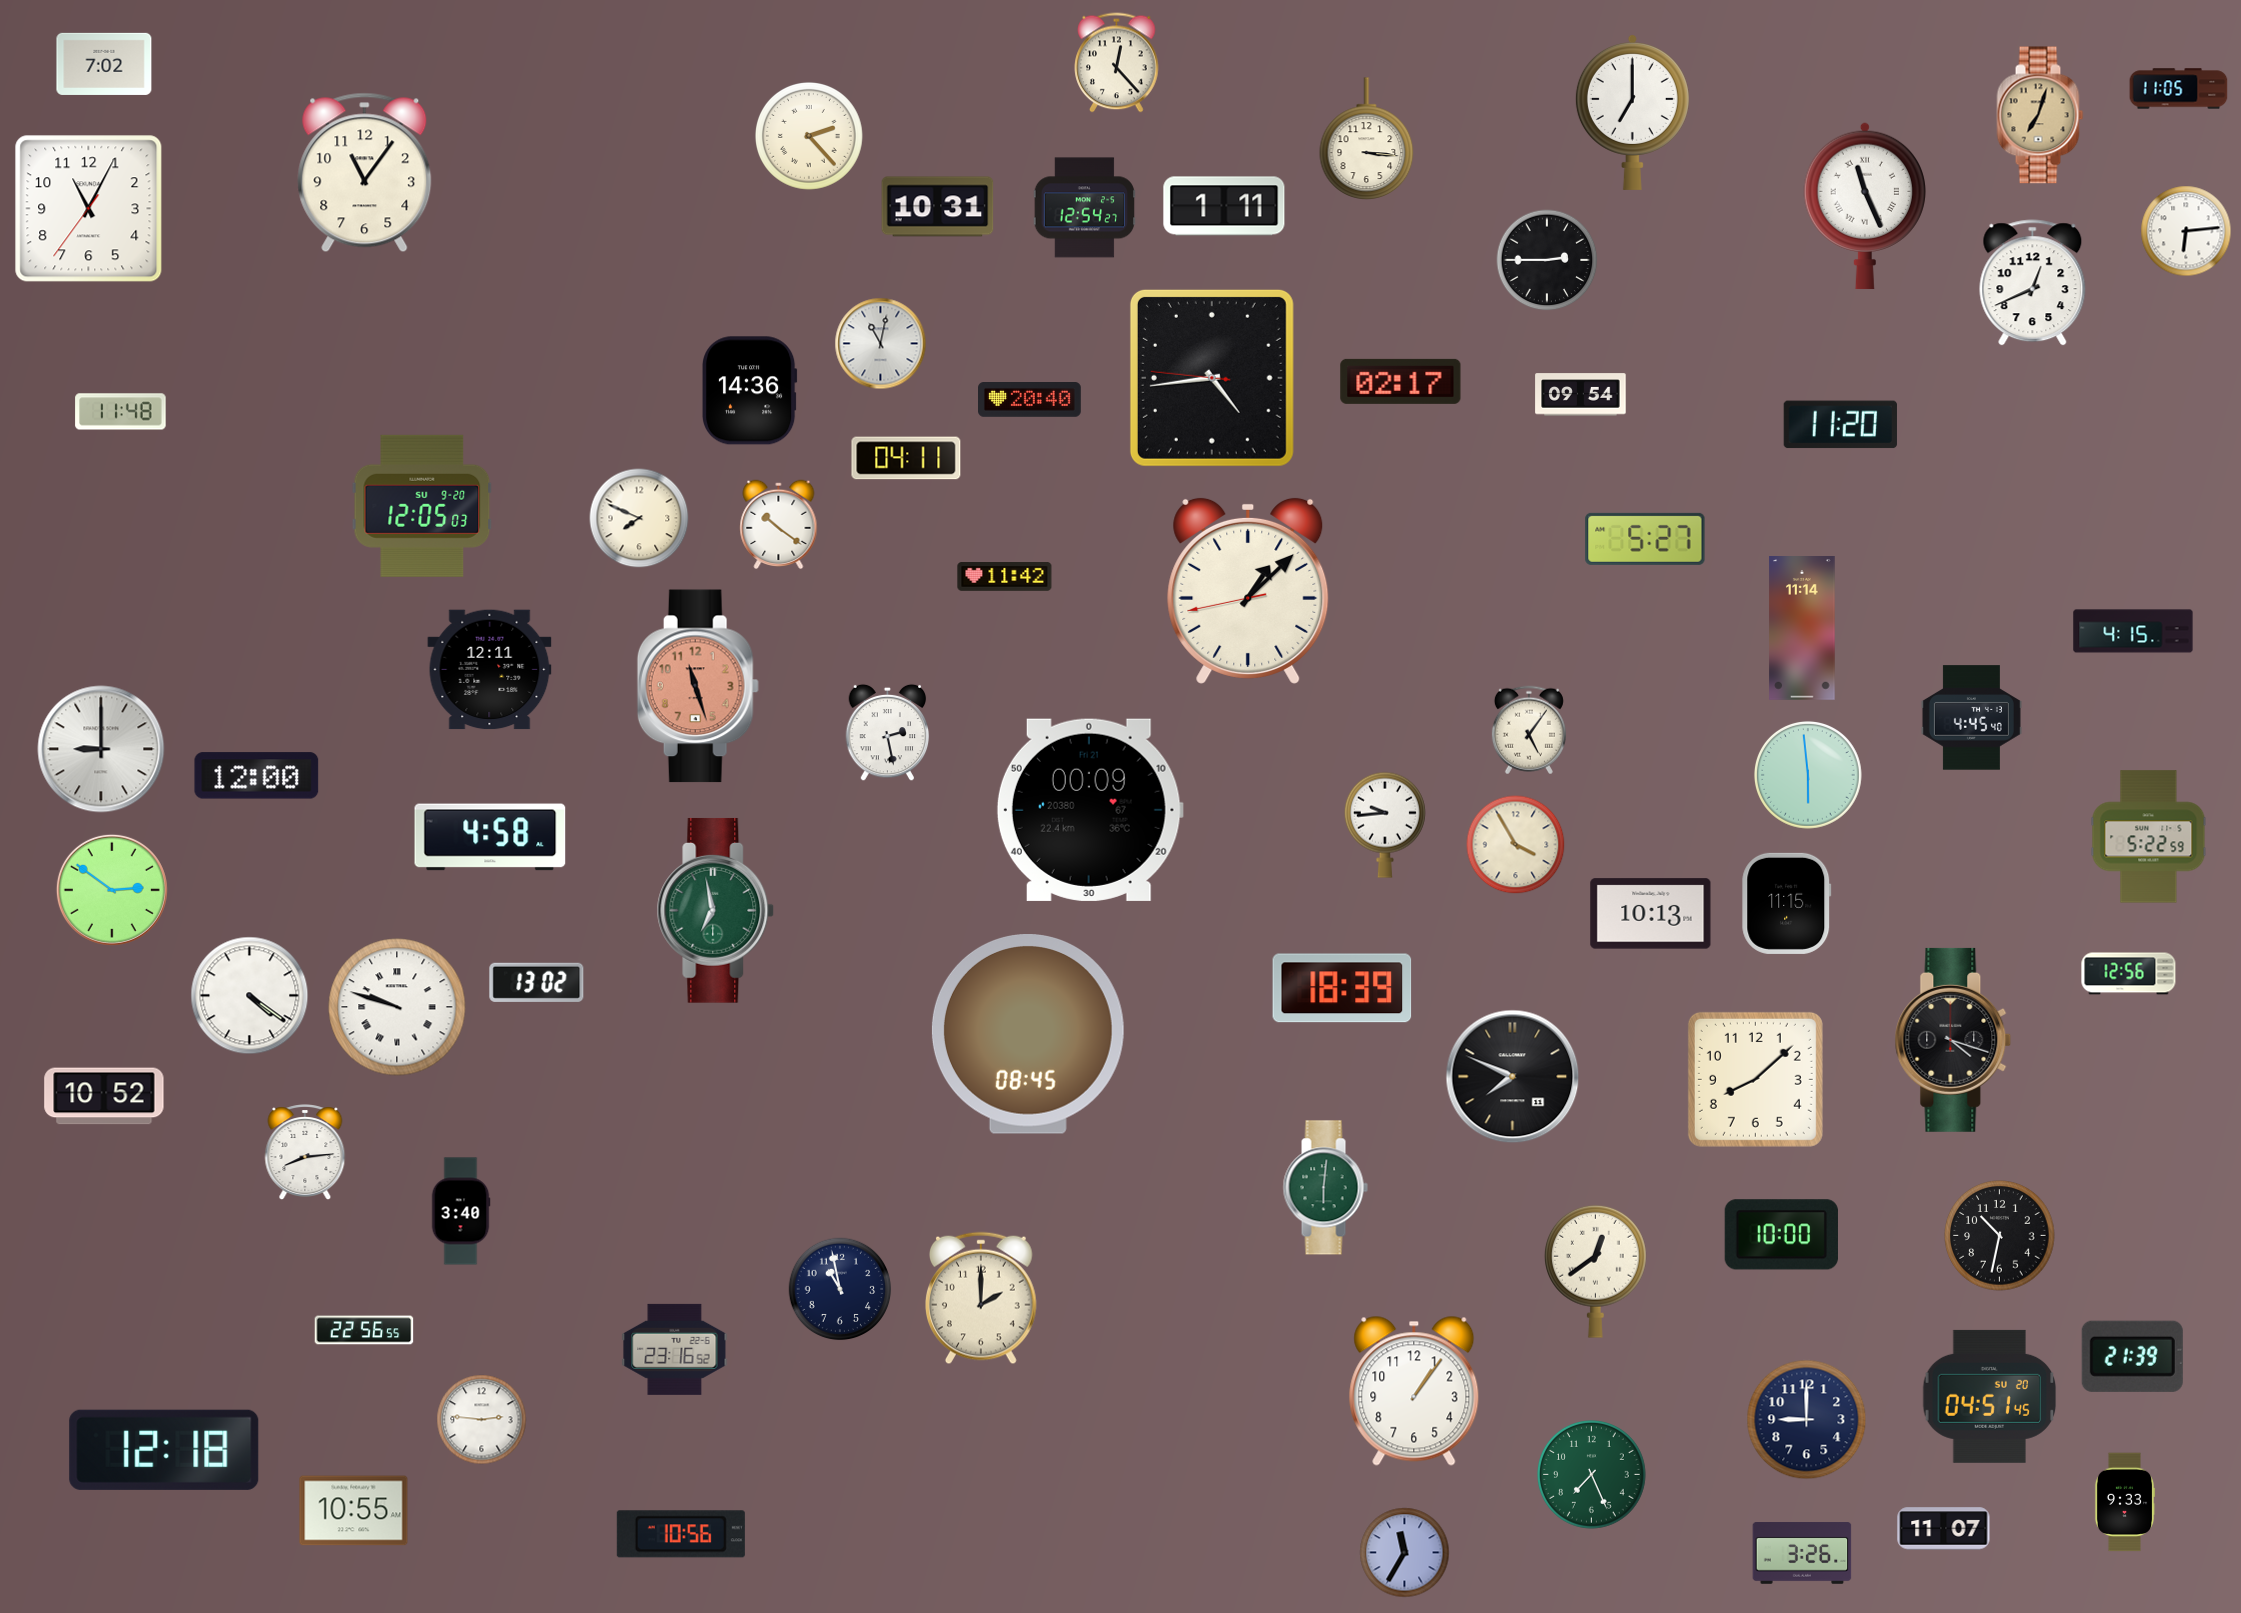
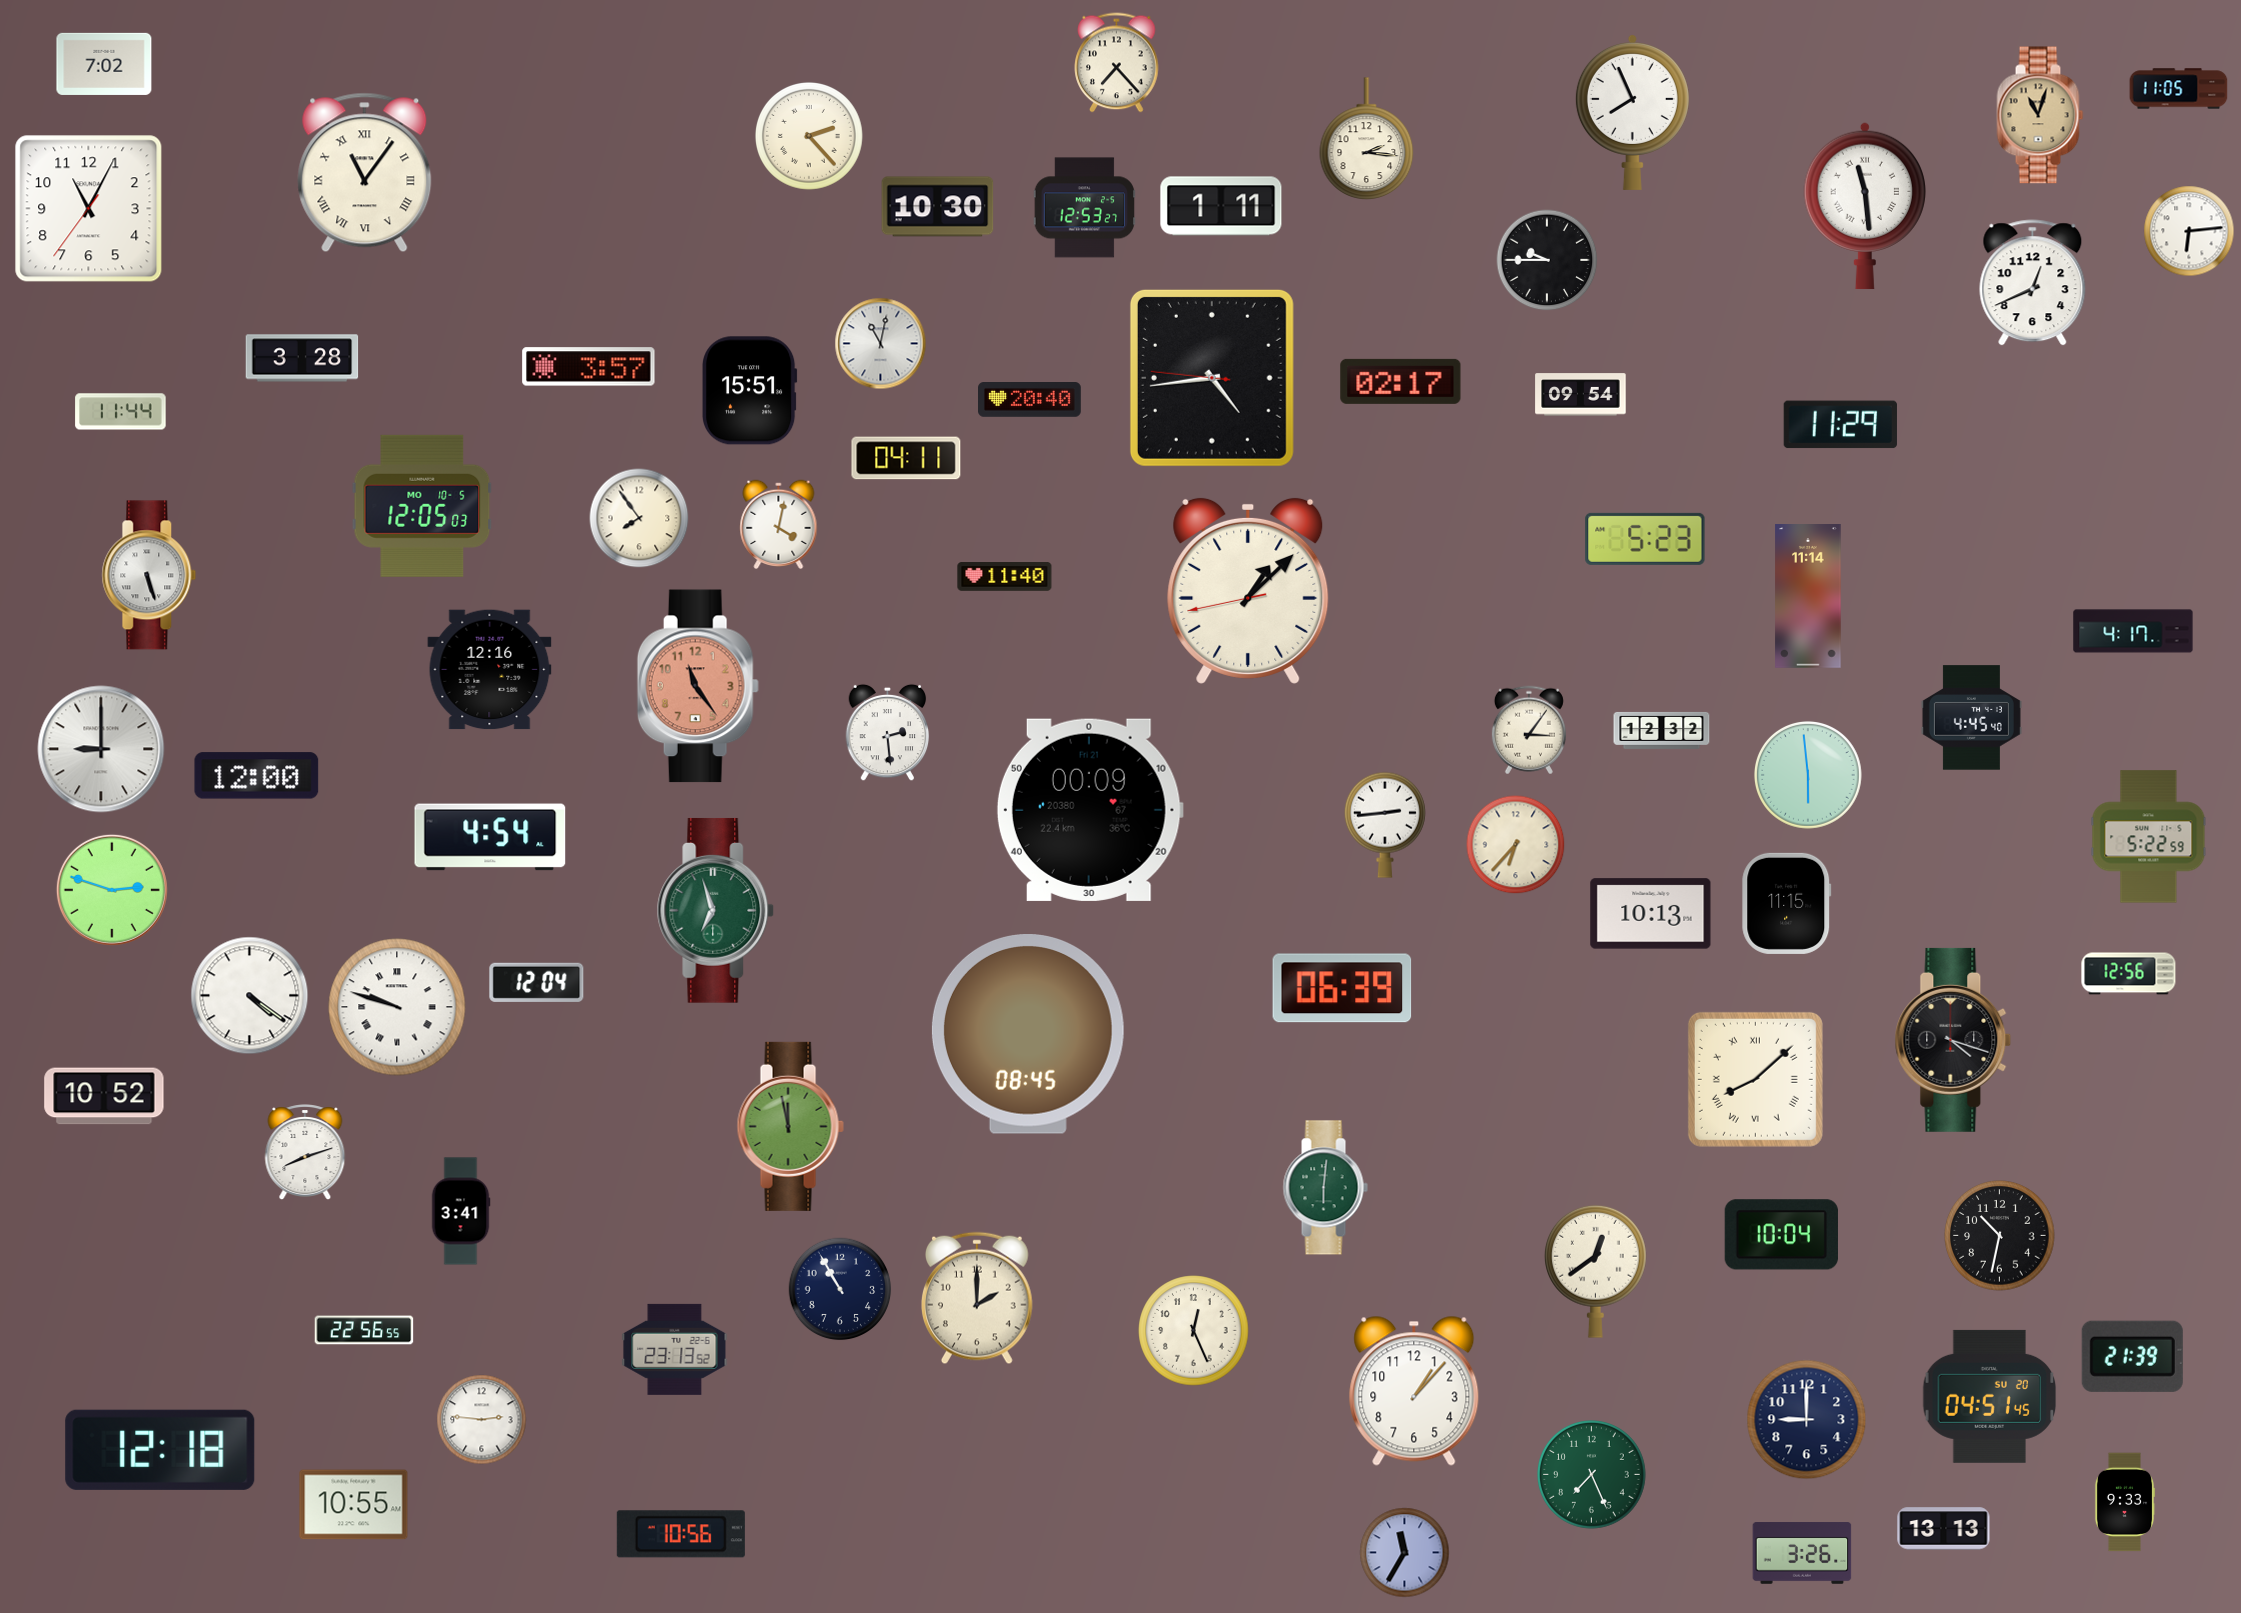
clock at (1117, 63): 12:23 -> 7:23
clock at (1632, 112): 7:00 -> 7:56
clock at (2040, 115): 7:03 -> 11:03
clock at (1367, 139): 3:16 -> 2:16
clock at (365, 173) numerals: Arabic -> Roman
clock at (1224, 206) position: (1224, 206) -> (1221, 206)
clock at (1865, 206): 11:26 -> 11:29
clock at (938, 207): 10:31 -> 10:30
clock at (1085, 208): 12:54 -> 12:53
clock at (2186, 231) position: (2186, 231) -> (2189, 231)
clock at (1547, 260): 2:45 -> 9:45
clock at (302, 358): none -> 3:28
clock at (589, 367): none -> 3:57
clock at (749, 391): 14:36 -> 15:51
clock at (121, 412): 11:48 -> 11:44
clock at (1840, 425): 11:20 -> 11:29
clock at (422, 506) date: SU 9-20 -> MO 10-5
clock at (639, 518): 7:49 -> 7:54
clock at (779, 525): 10:21 -> 4:02
clock at (1645, 539): 5:27 -> 5:23
clock at (149, 575): none -> 5:27
clock at (1005, 577): 11:42 -> 11:40
clock at (1802, 629) position: (1802, 629) -> (1808, 597)
clock at (2133, 631): 4:15 -> 4:17
clock at (490, 670): 12:11 -> 12:16
clock at (698, 686): 11:27 -> 11:24
clock at (1529, 730): 5:06 -> 3:06
clock at (1662, 730): none -> 12:32
clock at (888, 733): 2:28 -> 2:29
clock at (1385, 825): 9:44 -> 2:44
clock at (490, 837): 4:58 -> 4:54
clock at (1516, 845): 3:55 -> 6:37
clock at (112, 890): 2:51 -> 2:48
clock at (716, 910): 6:58 -> 6:57
clock at (537, 982): 13:02 -> 12:04
clock at (1342, 988): 18:39 -> 06:39
clock at (1513, 1077): 7:49 -> none
clock at (1755, 1079) numerals: Arabic -> Roman
clock at (790, 1126): none -> 11:58
clock at (305, 1152): 8:14 -> 8:12
clock at (461, 1211): 3:40 -> 3:41
clock at (1781, 1235): 10:00 -> 10:04
clock at (840, 1289): 10:58 -> 10:55
clock at (982, 1298) position: (982, 1298) -> (978, 1298)
clock at (1194, 1331): none -> 12:26
clock at (675, 1349): 23:16 -> 23:13
clock at (1414, 1391): 1:06 -> 1:07
clock at (164, 1450) position: (164, 1450) -> (160, 1450)
clock at (354, 1511) position: (354, 1511) -> (354, 1505)
clock at (1944, 1529): 11:07 -> 13:13
